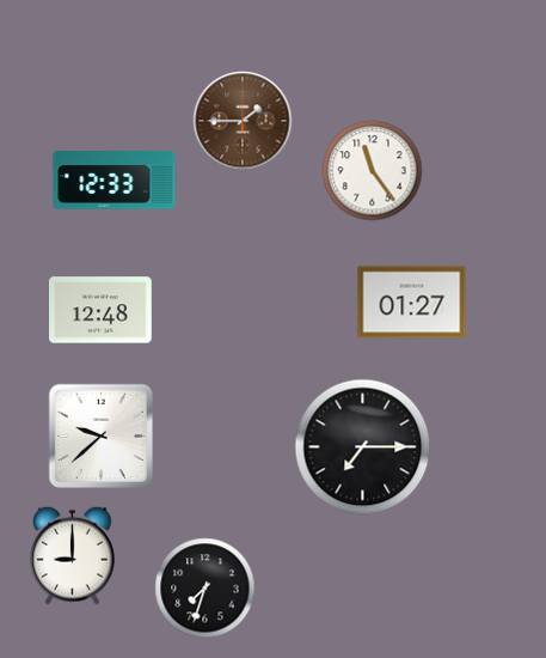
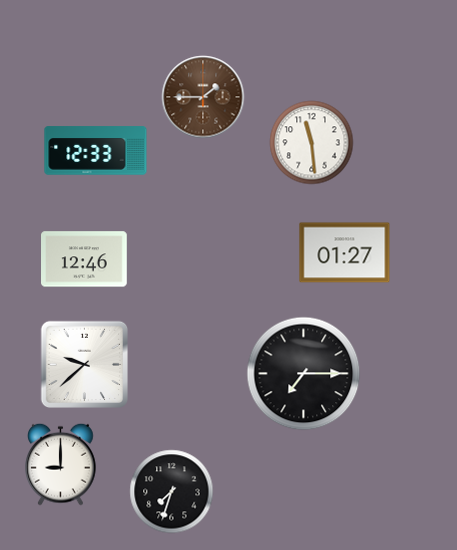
clock at (243, 121) position: (243, 121) -> (203, 97)
clock at (373, 171): 11:24 -> 11:29
clock at (100, 310): 12:48 -> 12:46
